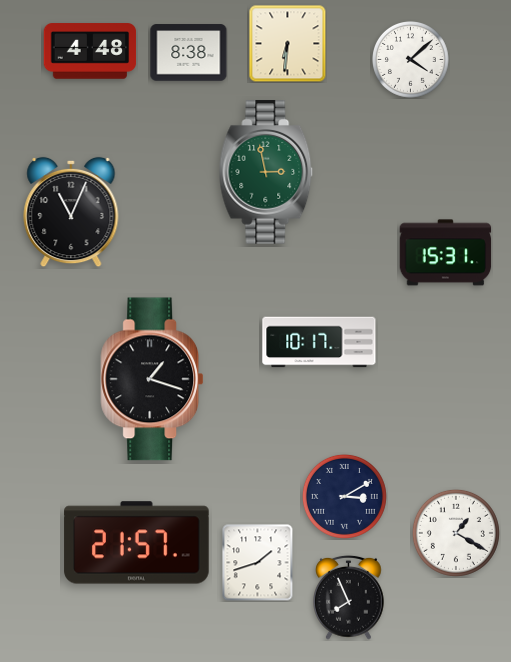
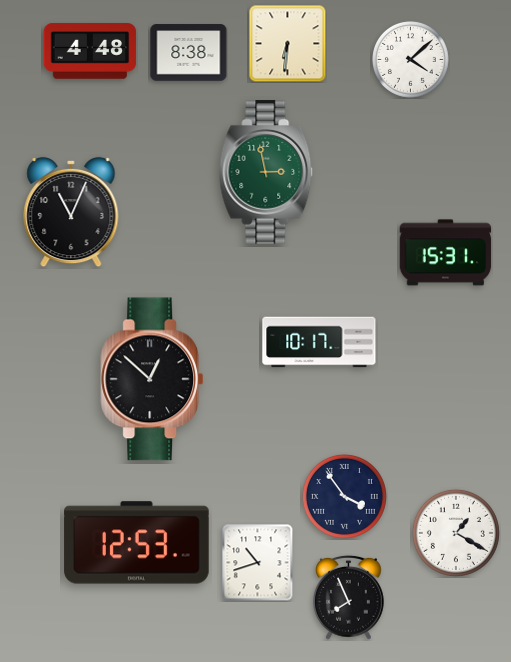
clock at (152, 379): 1:18 -> 12:52
clock at (344, 496): 3:10 -> 3:54
clock at (137, 543): 21:57 -> 12:53
clock at (258, 562): 1:42 -> 10:42
